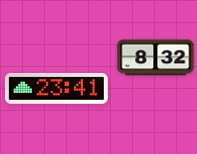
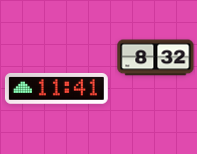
clock at (56, 89): 23:41 -> 11:41
